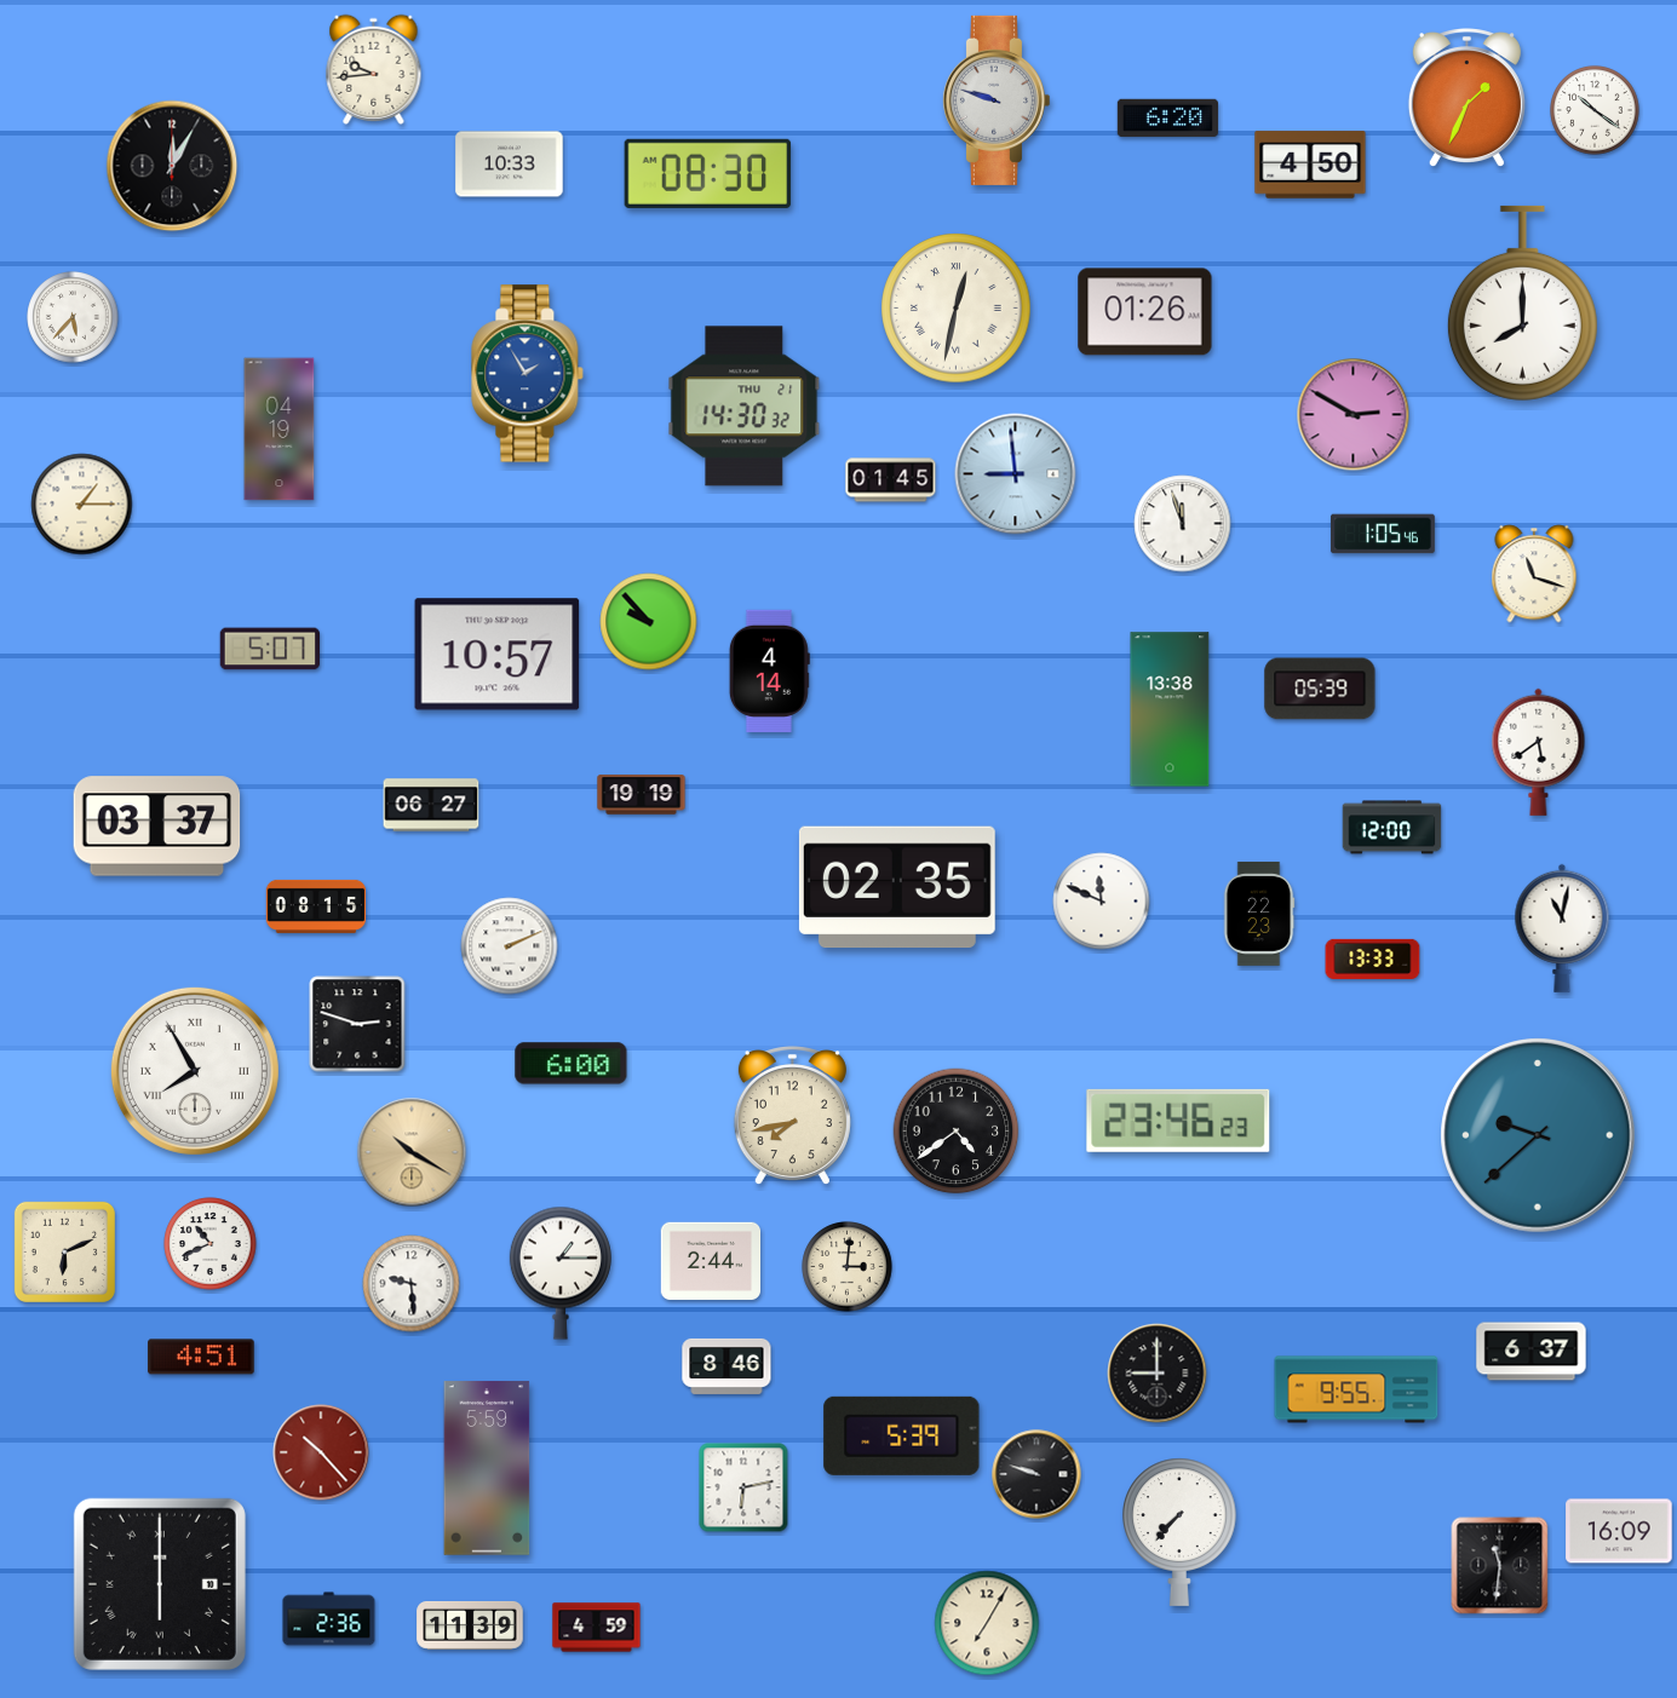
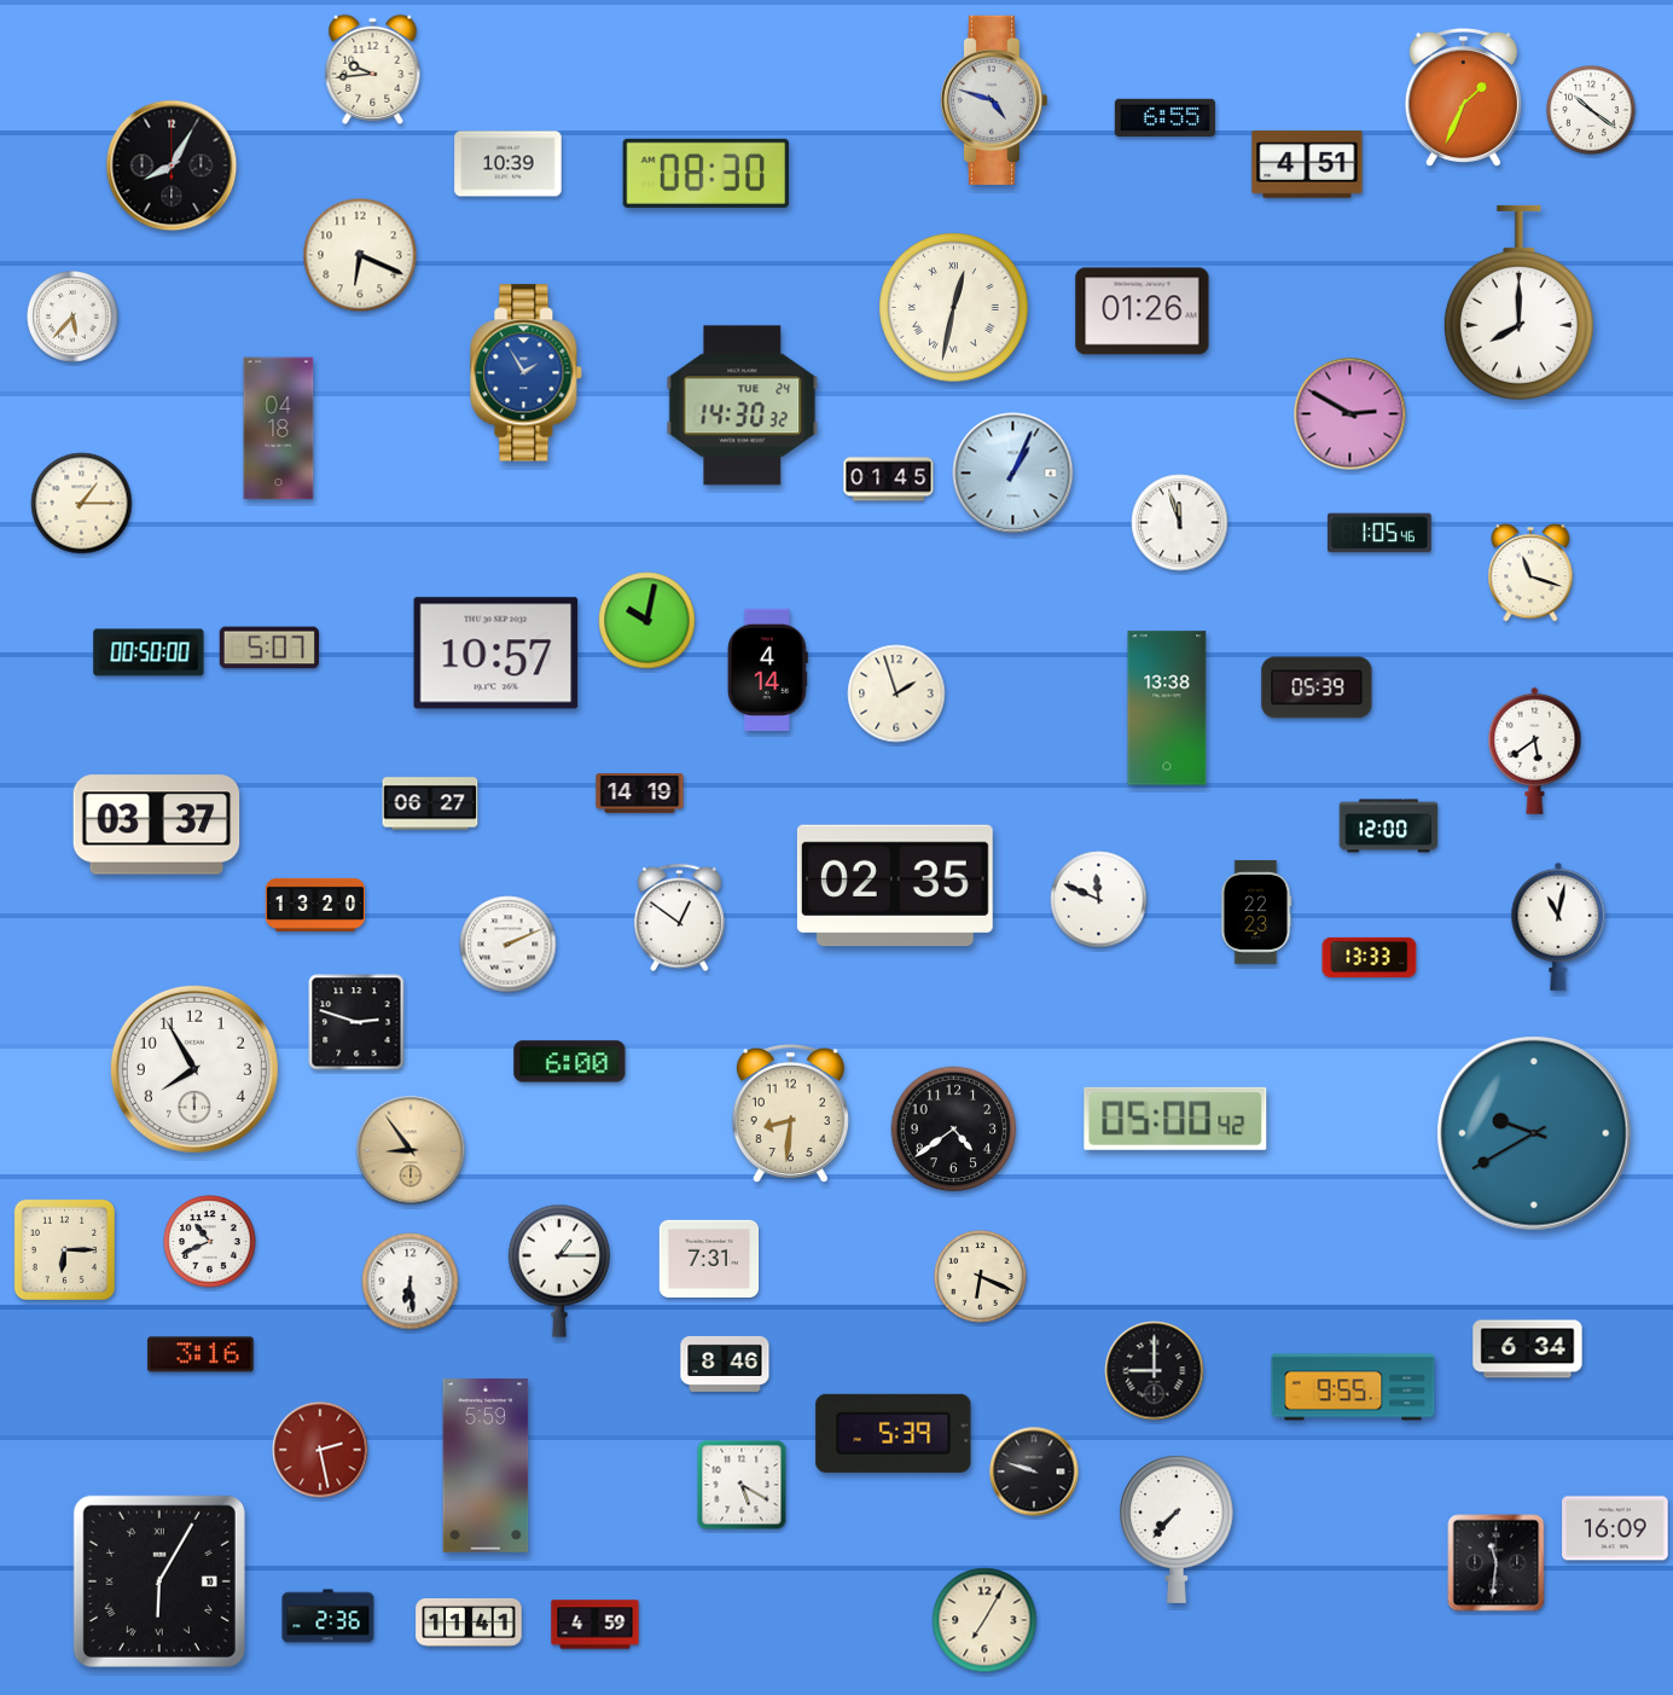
clock at (995, 100): 9:48 -> 4:48
clock at (1167, 119): 6:20 -> 6:55
clock at (510, 165): 10:33 -> 10:39
clock at (1310, 165): 4:50 -> 4:51
clock at (172, 166): 12:05 -> 8:05
clock at (360, 255): none -> 6:19
clock at (745, 407) date: THU 21 -> TUE 24
clock at (280, 430): 04:19 -> 04:18
clock at (1016, 474): 8:59 -> 1:04
clock at (649, 622): 9:53 -> 10:02
clock at (149, 652): none -> 00:50
clock at (896, 693): none -> 1:57
clock at (642, 795): 19:19 -> 14:19
clock at (316, 906): 08:15 -> 13:20
clock at (679, 918): none -> 12:51
clock at (195, 1071) numerals: Roman -> Arabic
clock at (792, 1117): 7:43 -> 8:31
clock at (1178, 1121): 23:46 -> 05:00
clock at (1538, 1135): 9:38 -> 9:40
clock at (412, 1152): 10:20 -> 8:54
clock at (64, 1251): 6:11 -> 6:15
clock at (711, 1261): 2:44 -> 7:31
clock at (848, 1267): 3:01 -> none
clock at (981, 1277): none -> 6:19
clock at (412, 1284): 9:29 -> 6:29
clock at (1532, 1352): 6:37 -> 6:34
clock at (201, 1357): 4:51 -> 3:16
clock at (902, 1435) position: (902, 1435) -> (894, 1433)
clock at (321, 1452): 10:23 -> 2:28
clock at (743, 1487): 6:13 -> 5:20
clock at (160, 1584): 6:00 -> 6:05
clock at (470, 1625): 11:39 -> 11:41
